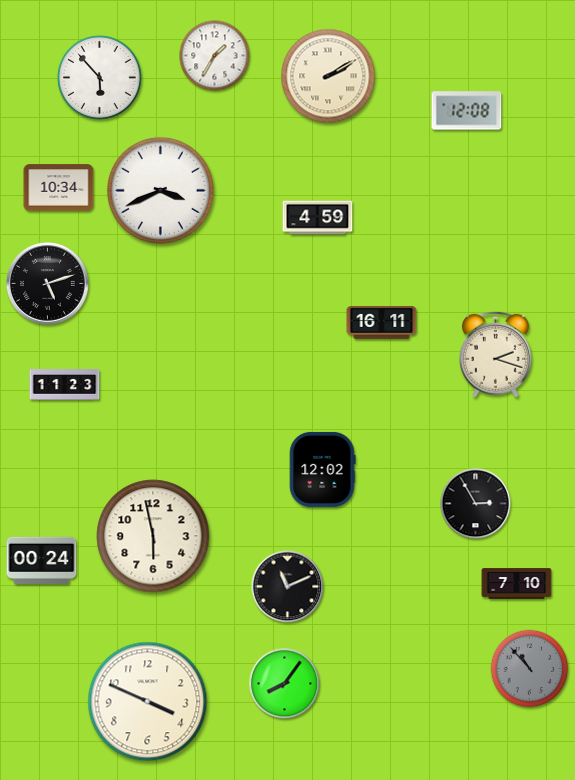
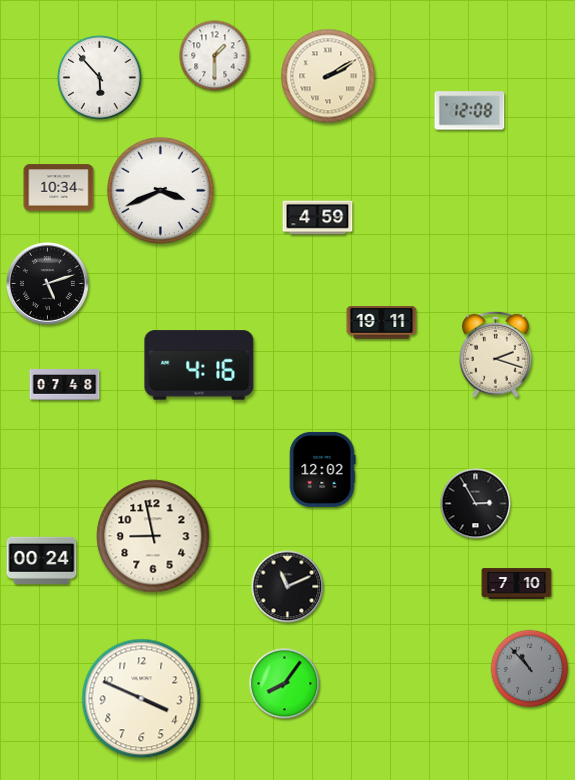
clock at (215, 56): 1:35 -> 1:30
clock at (467, 111) position: (467, 111) -> (470, 111)
clock at (382, 323): 16:11 -> 19:11
clock at (199, 365): none -> 4:16
clock at (65, 385): 11:23 -> 07:48
clock at (153, 536): 5:58 -> 8:58
clock at (148, 702) position: (148, 702) -> (142, 699)
